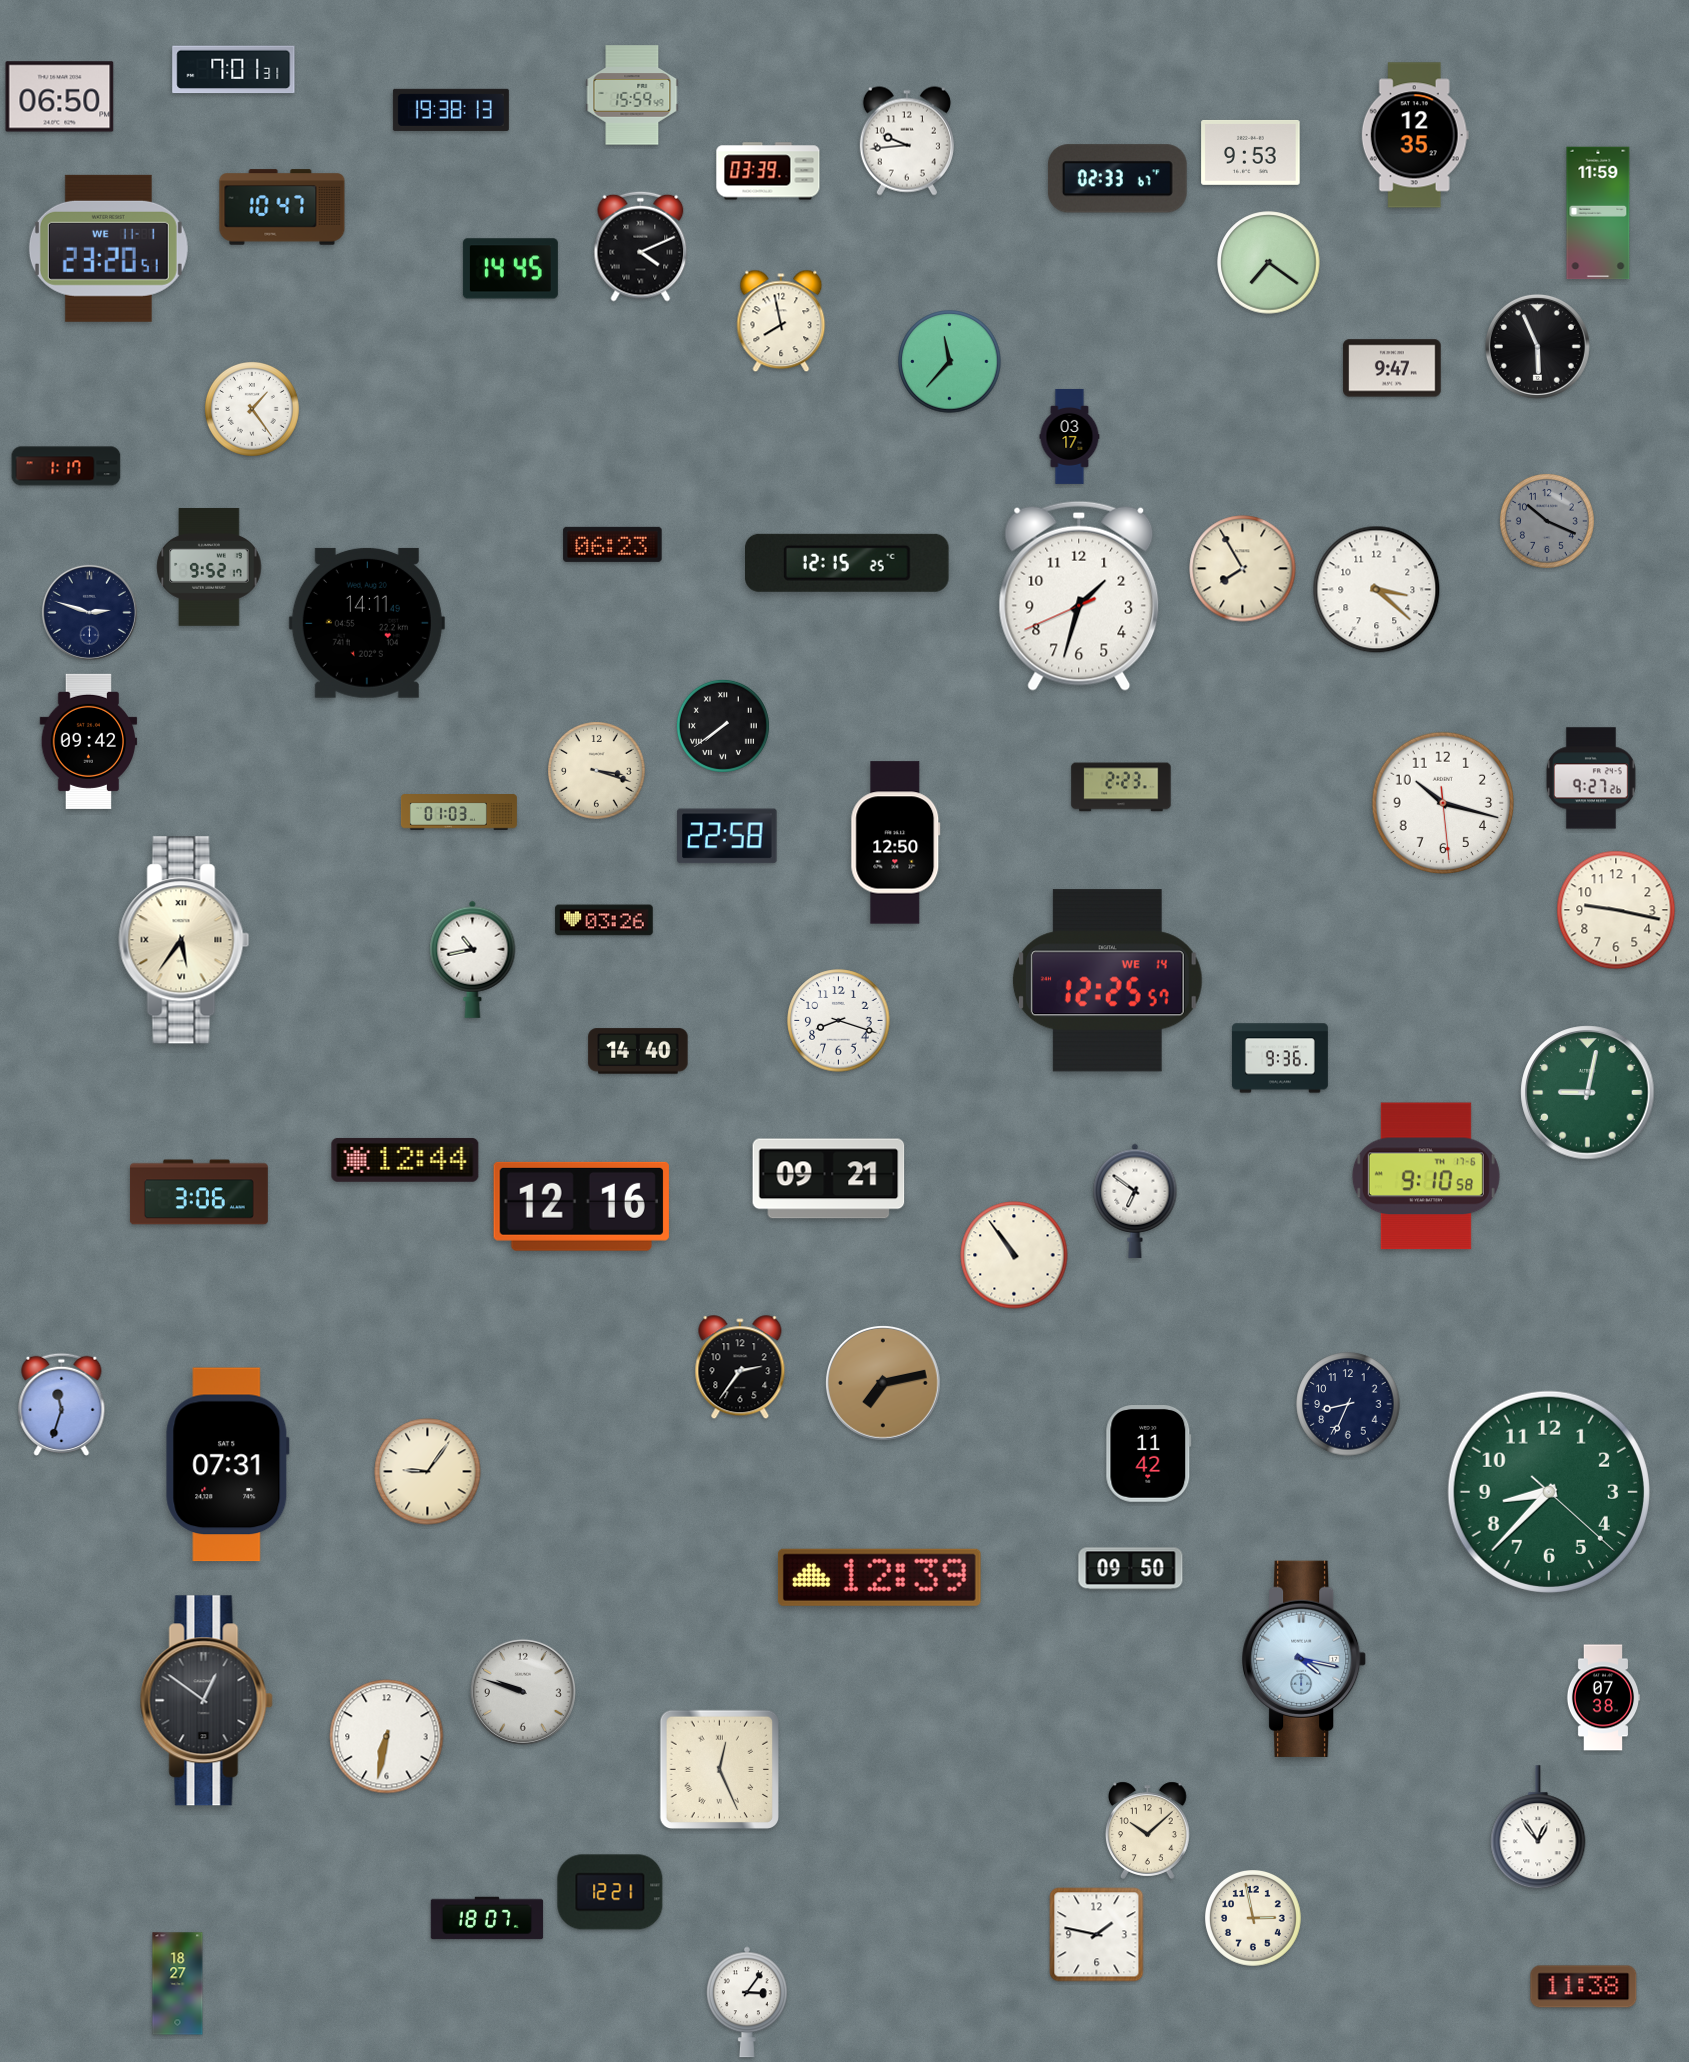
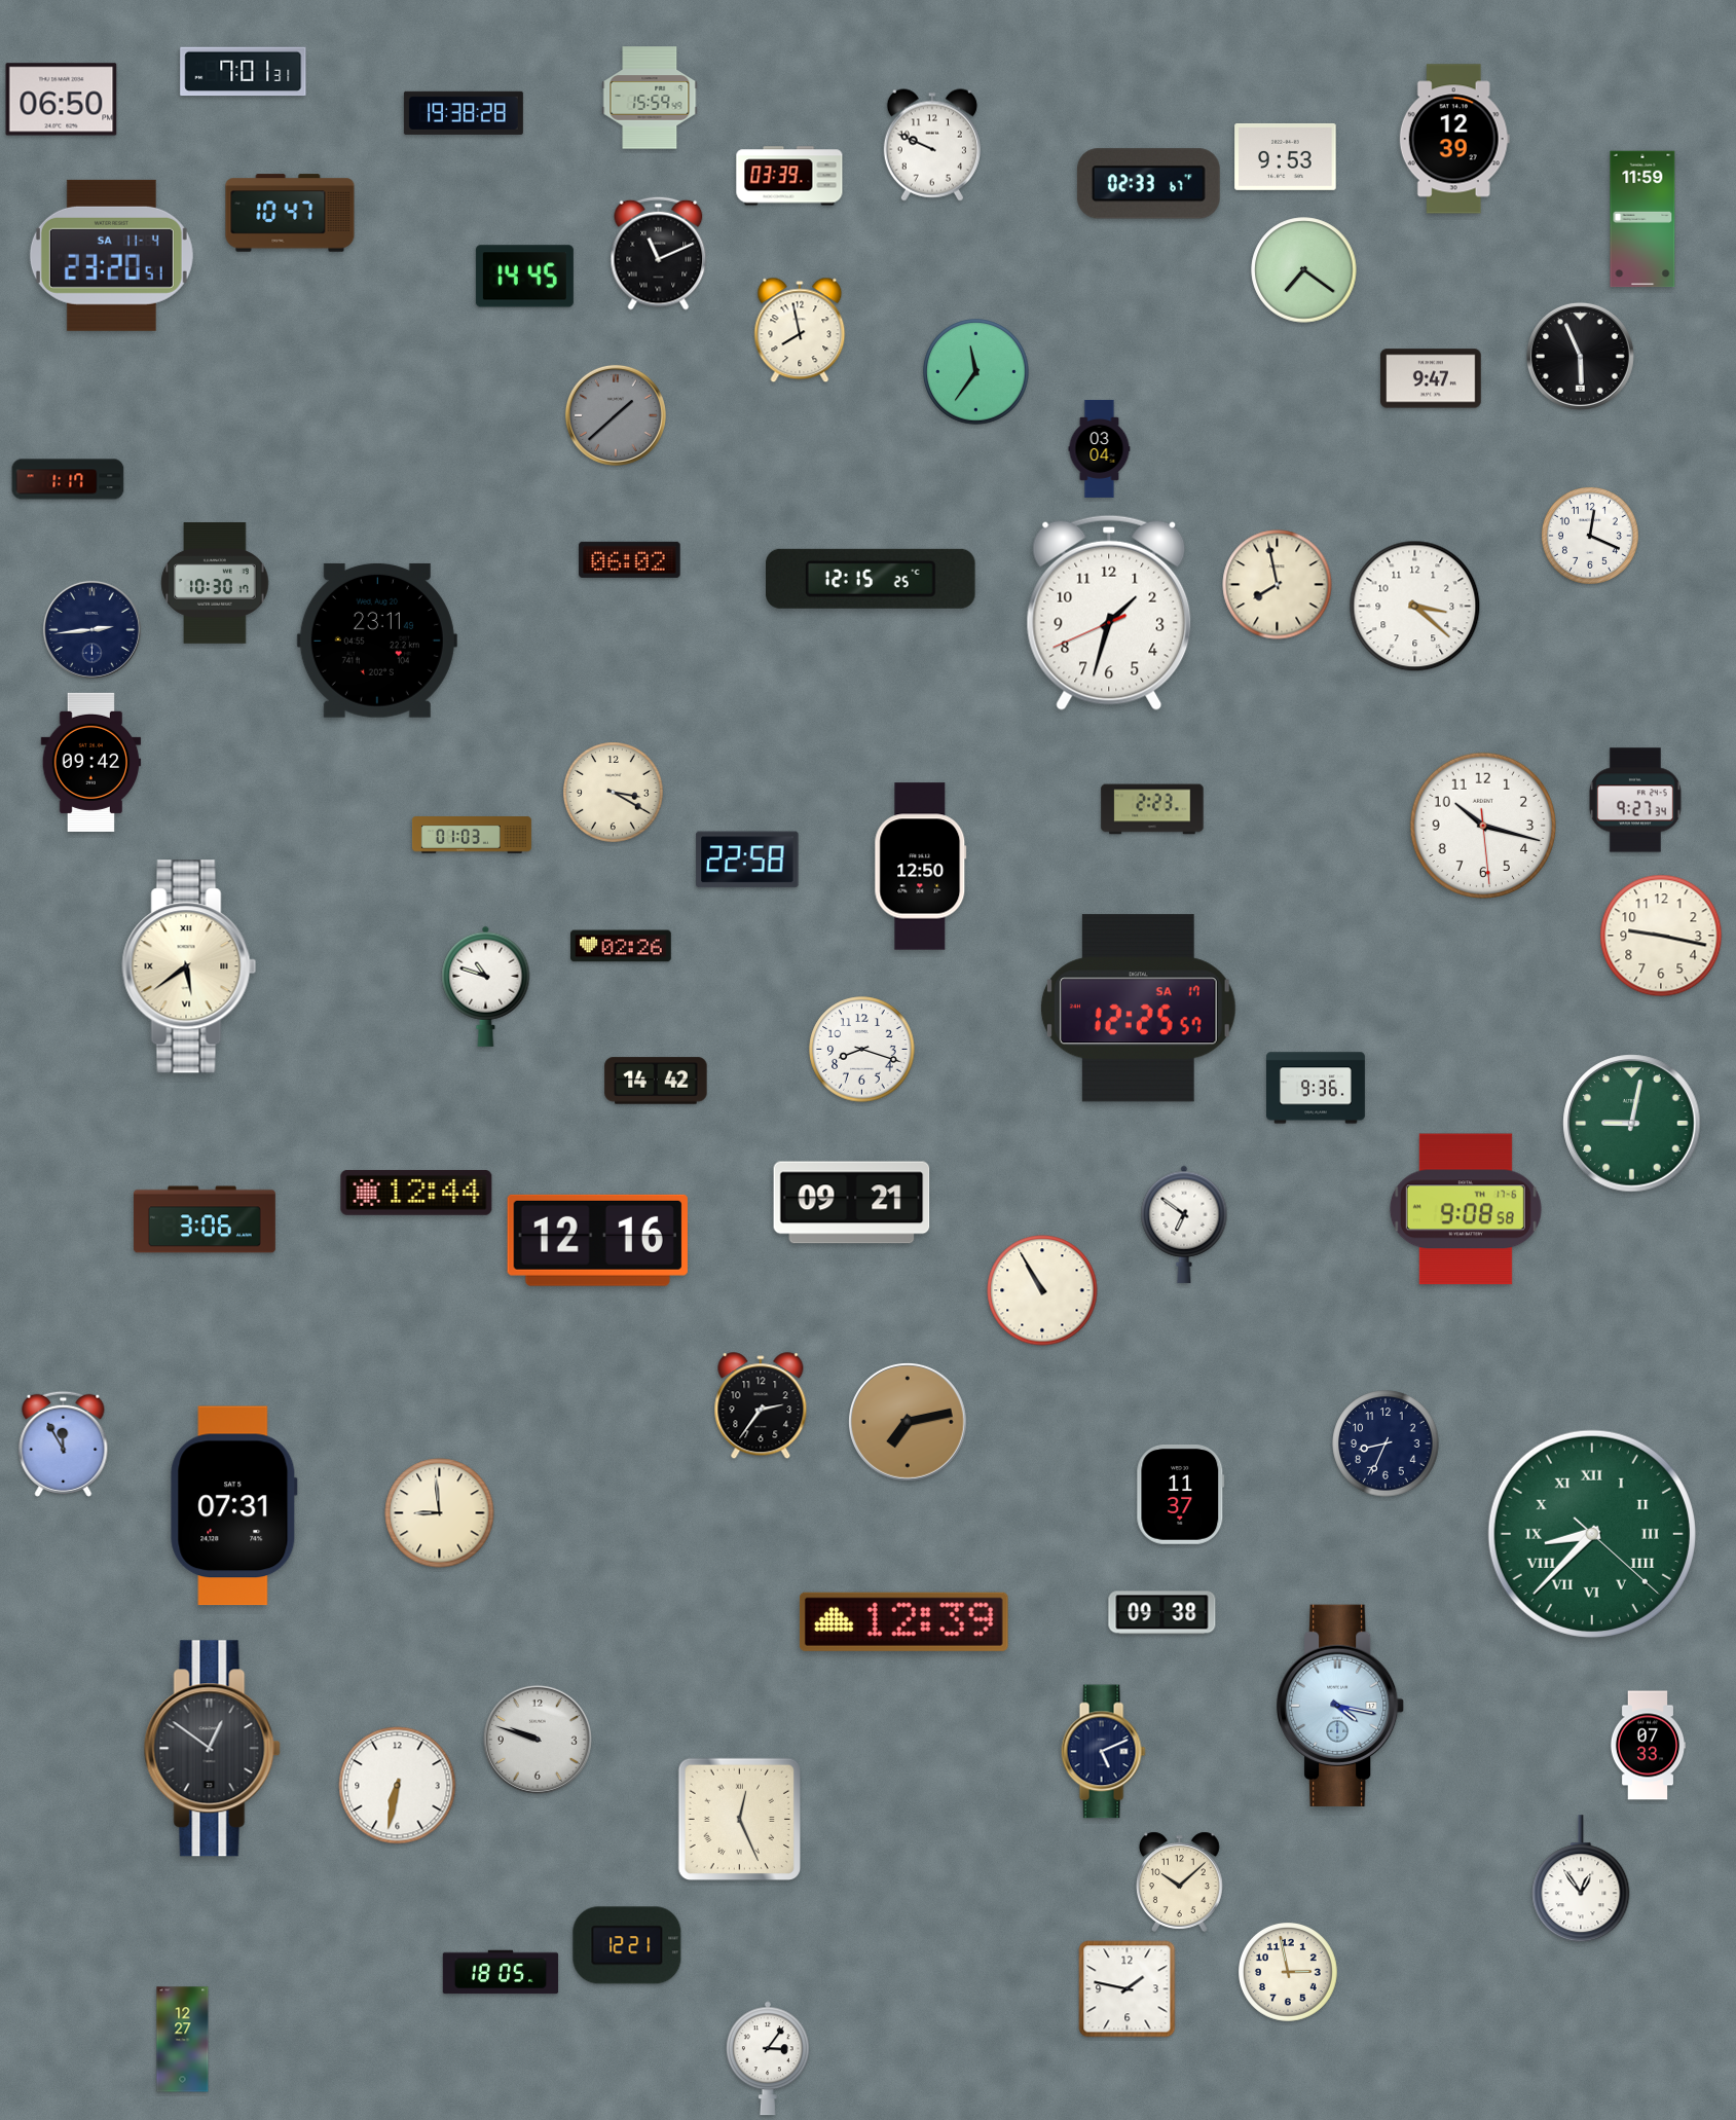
clock at (234, 70) position: (234, 70) -> (244, 72)
clock at (451, 110): 19:38:13 -> 19:38:28
clock at (1415, 135): 12:35 -> 12:39
clock at (907, 141): 9:44 -> 9:49
clock at (641, 246): 4:11 -> 11:11
clock at (108, 248) date: WE 11-1 -> SA 11-4
clock at (781, 321) position: (781, 321) -> (800, 330)
clock at (950, 362): 11:37 -> 11:36
clock at (616, 415): none -> 1:38
clock at (252, 409): 1:24 -> none
clock at (1070, 436): 03:17 -> 03:04
clock at (1547, 521): 10:19 -> 12:19
clock at (1547, 521) dial: grey -> white
clock at (613, 544): 06:23 -> 06:02
clock at (209, 568): 9:52 -> 10:30
clock at (1243, 569): 7:55 -> 7:58
clock at (89, 612): 2:48 -> 2:44
clock at (367, 623): 14:11 -> 23:11
clock at (723, 726): 7:39 -> none
clock at (597, 771): 3:18 -> 3:20
clock at (1591, 778): 9:27:26 -> 9:27:34
clock at (604, 920): 03:26 -> 02:26
clock at (184, 940): 5:36 -> 5:39
clock at (473, 959): 10:43 -> 10:48
clock at (1107, 981) date: WE 14 -> SA 17
clock at (638, 1051): 14:40 -> 14:42
clock at (1426, 1176): 9:10 -> 9:08
clock at (829, 1179) position: (829, 1179) -> (852, 1203)
clock at (199, 1192) position: (199, 1192) -> (205, 1219)
clock at (1135, 1201) position: (1135, 1201) -> (1184, 1225)
clock at (1014, 1255): 10:54 -> 10:55
clock at (62, 1404): 11:33 -> 11:55
clock at (1149, 1454): 11:42 -> 11:37
clock at (428, 1472): 9:06 -> 8:59
clock at (1549, 1492) numerals: Arabic -> Roman
clock at (1131, 1569): 09:50 -> 09:38
clock at (1603, 1698): 07:38 -> 07:33
clock at (1103, 1752): none -> 5:11
clock at (487, 1918): 18:07 -> 18:05
clock at (178, 1984): 18:27 -> 12:27
clock at (1584, 1987): 11:38 -> none
